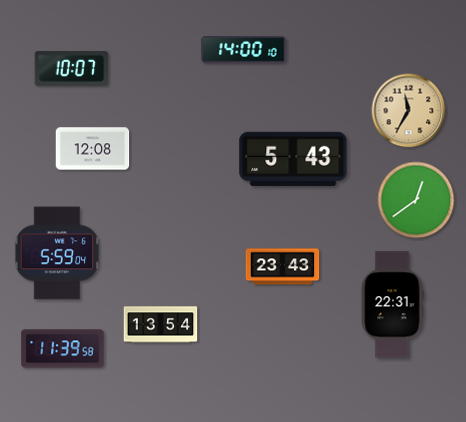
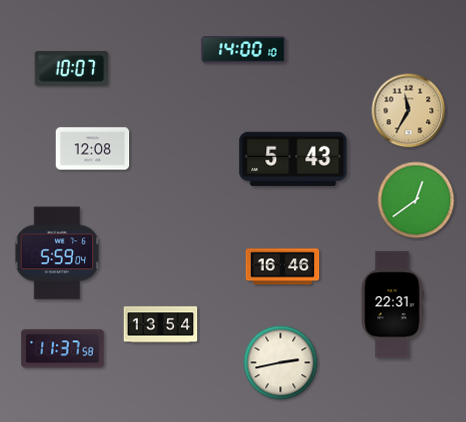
clock at (283, 267): 23:43 -> 16:46
clock at (63, 349): 11:39 -> 11:37
clock at (281, 363): none -> 2:43
